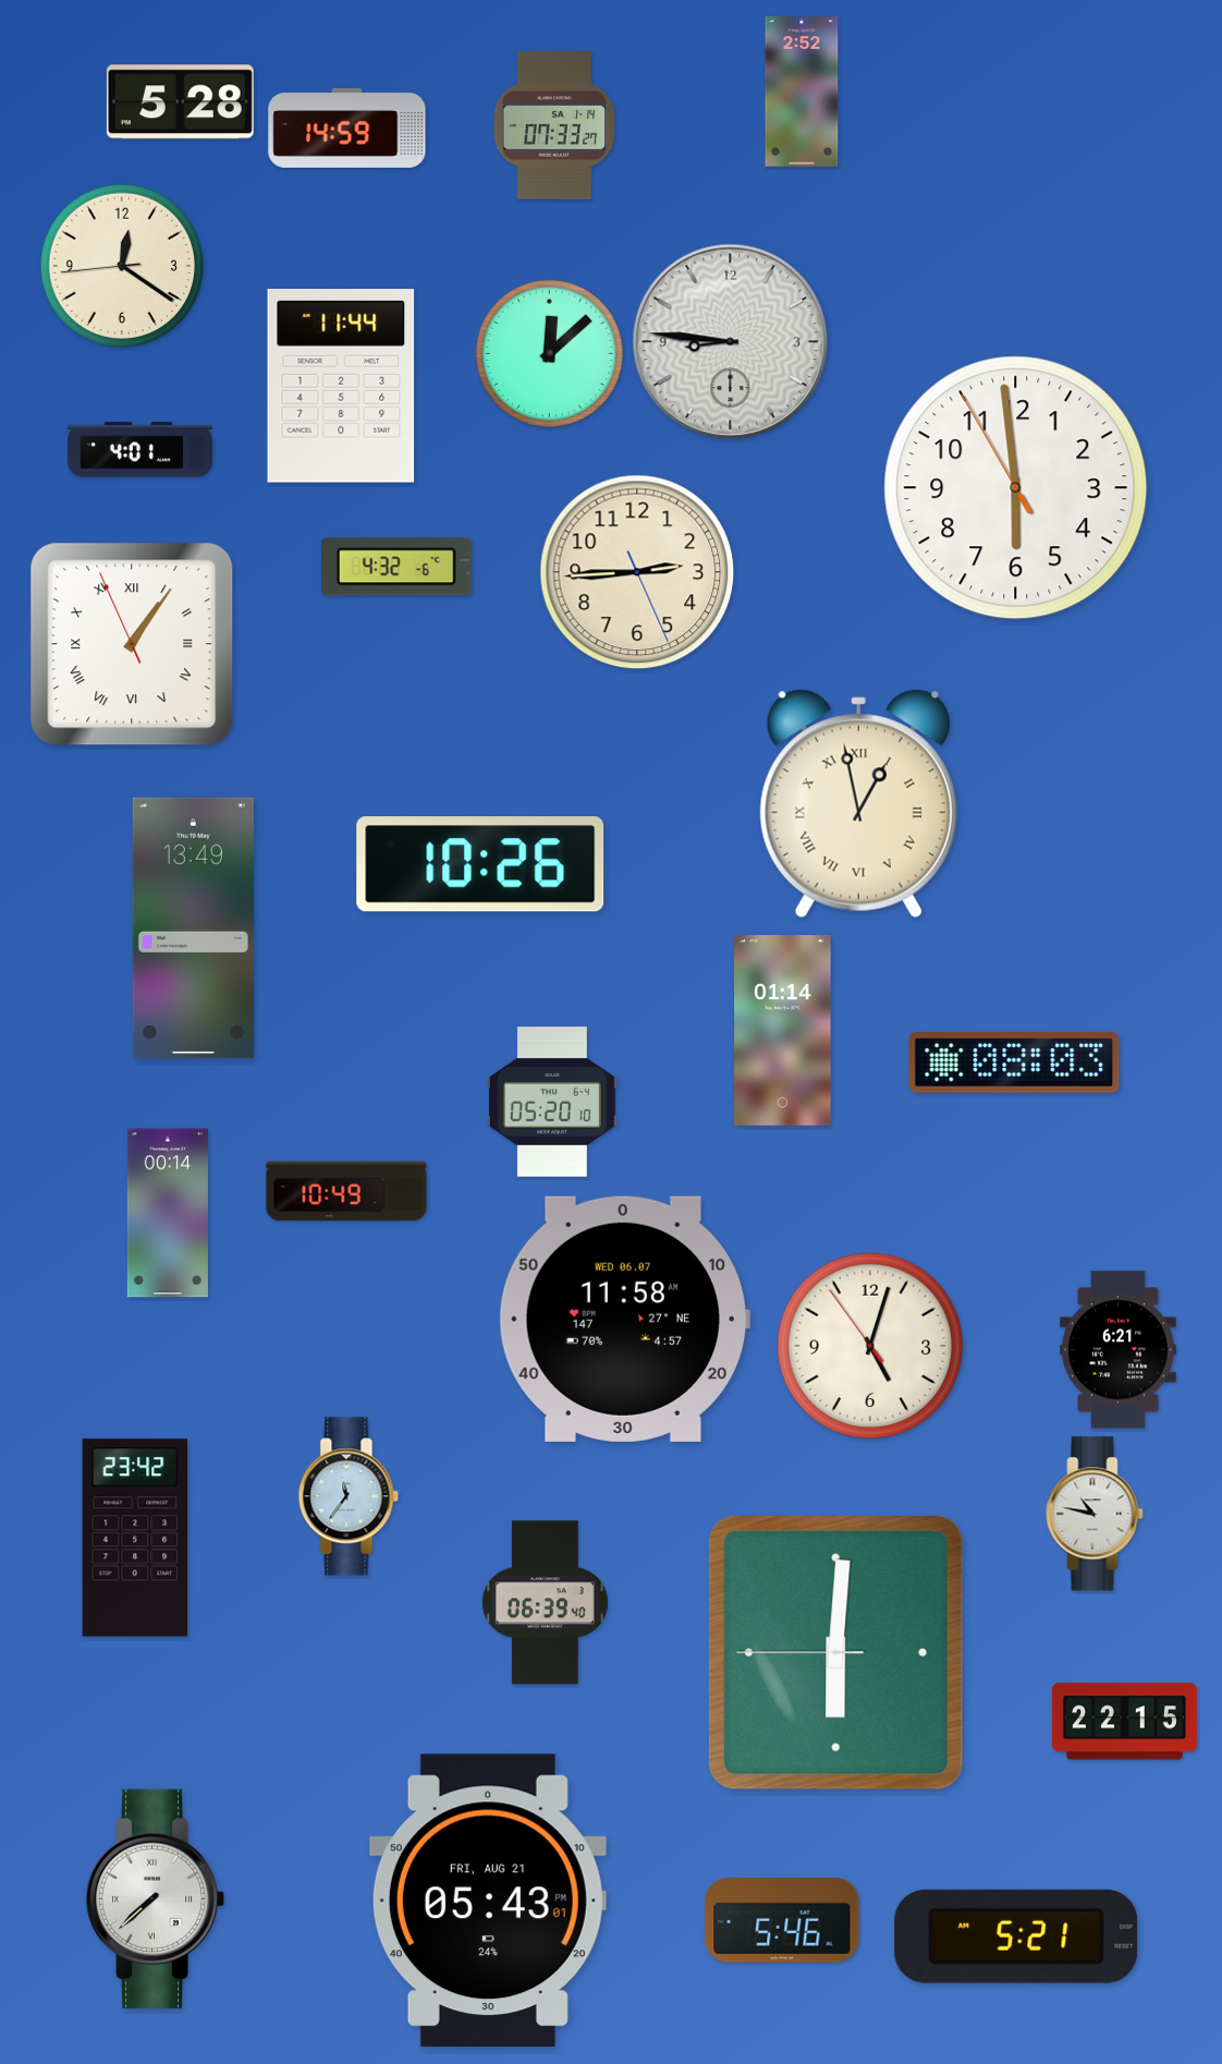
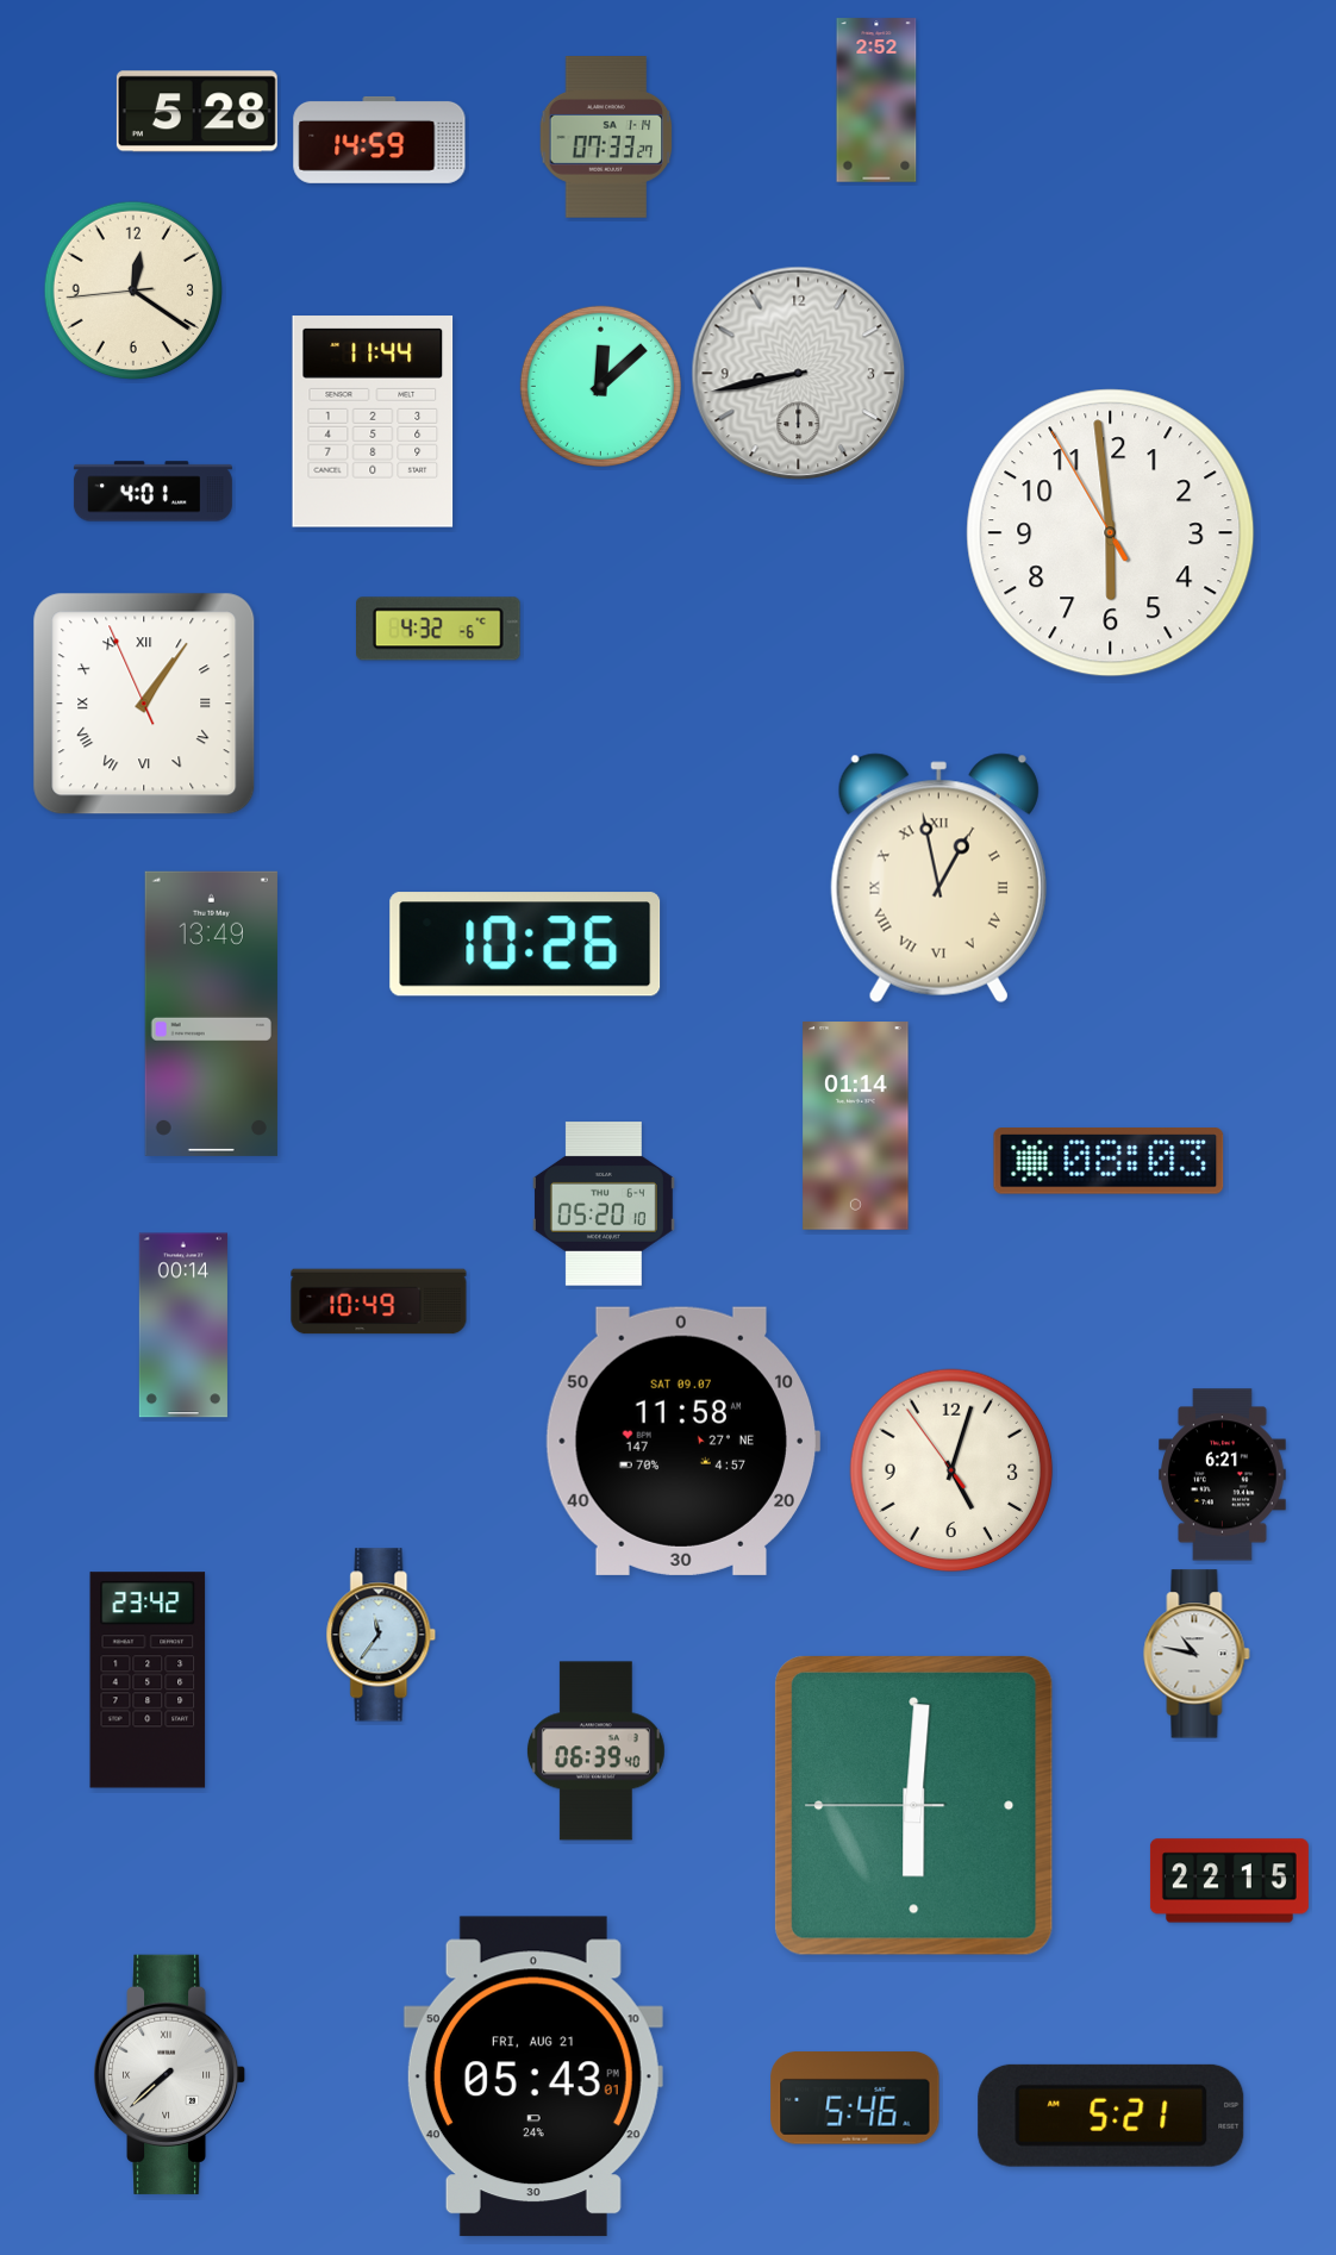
clock at (731, 342): 8:46 -> 8:43
clock at (398, 567) position: (398, 567) -> (439, 629)
clock at (637, 572): 2:44 -> none
clock at (624, 1319) date: WED 06.07 -> SAT 09.07
